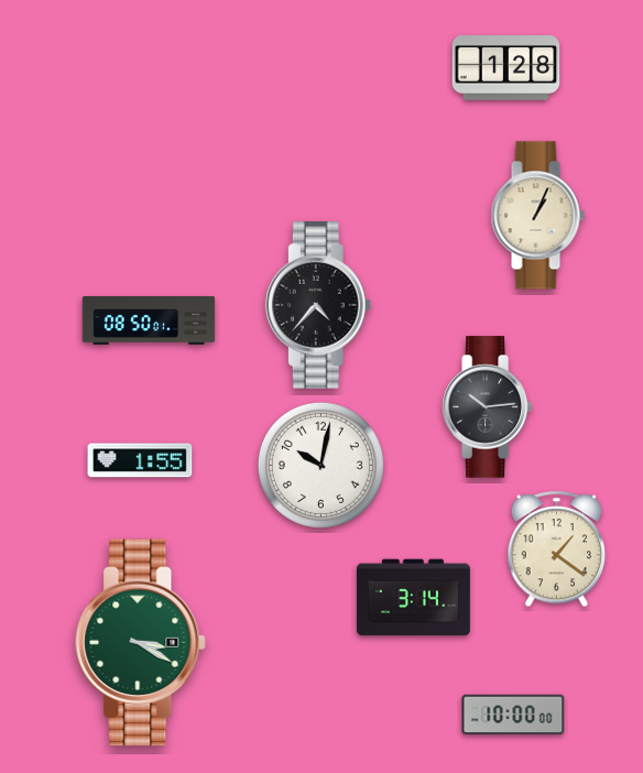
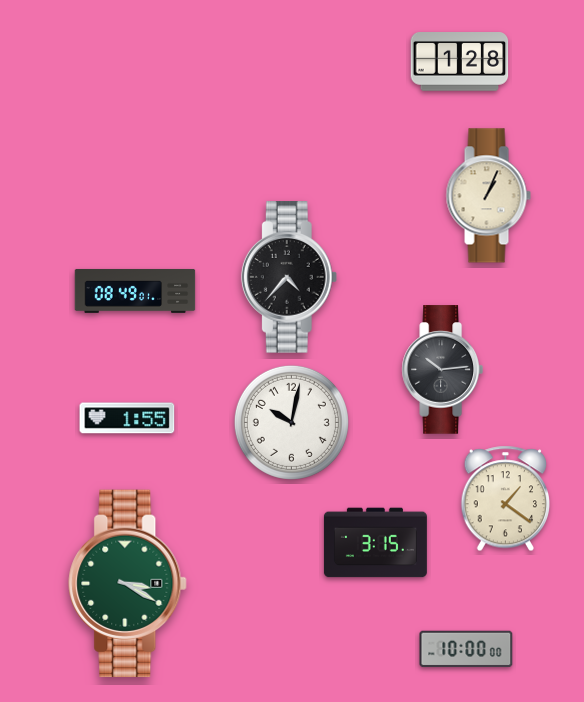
clock at (149, 320): 08:50 -> 08:49
clock at (413, 598): 3:14 -> 3:15
